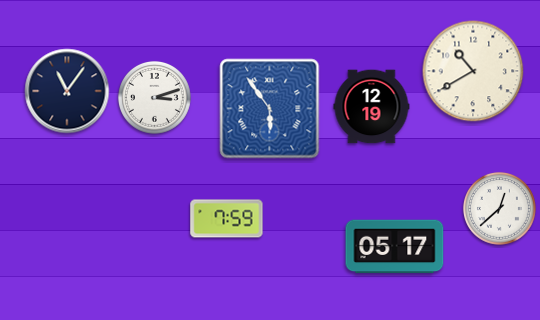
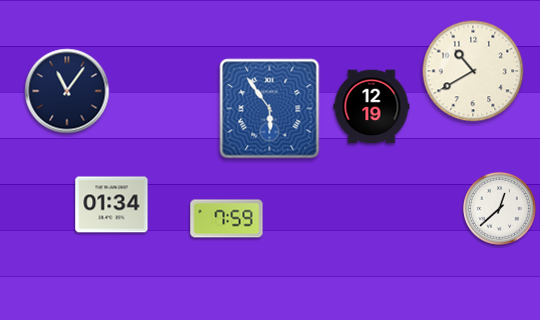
clock at (154, 97): 3:12 -> none
clock at (112, 205): none -> 01:34
clock at (395, 247): 05:17 -> none
